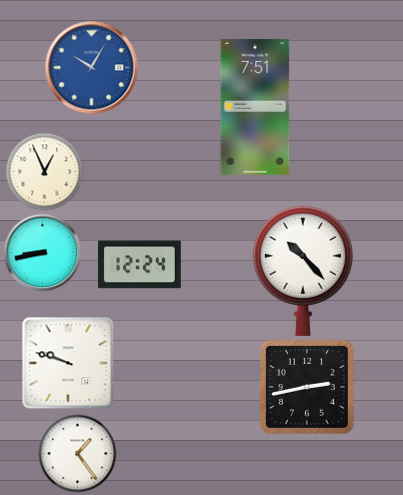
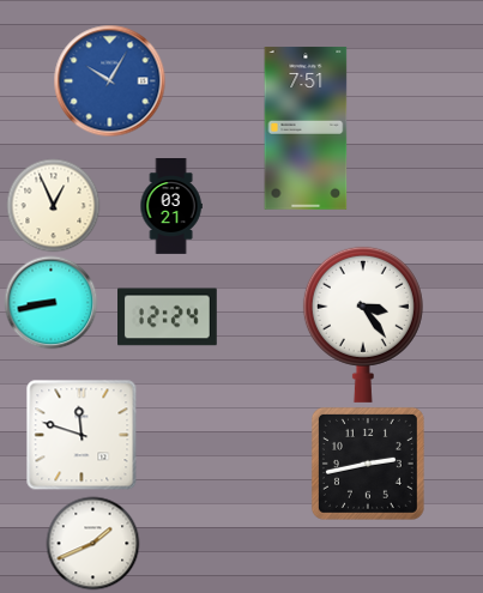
clock at (171, 207): none -> 03:21
clock at (303, 271): 10:23 -> 3:24
clock at (68, 363): 9:48 -> 11:48
clock at (77, 453): 1:24 -> 1:41
